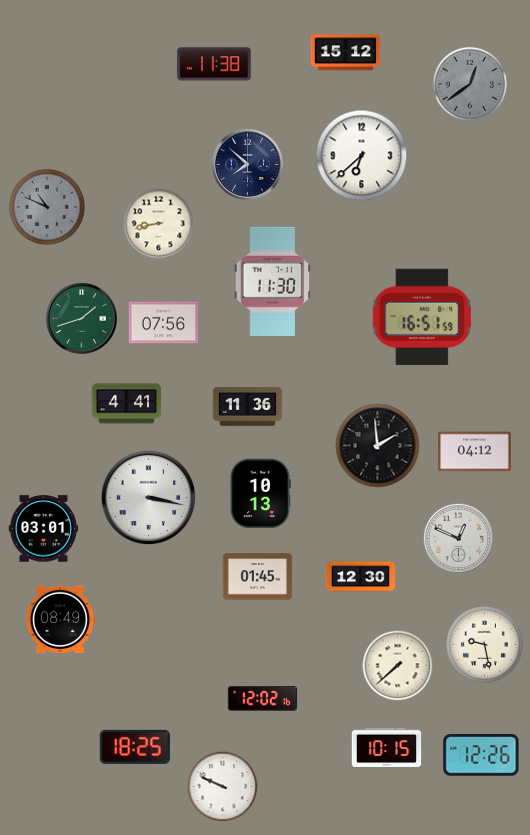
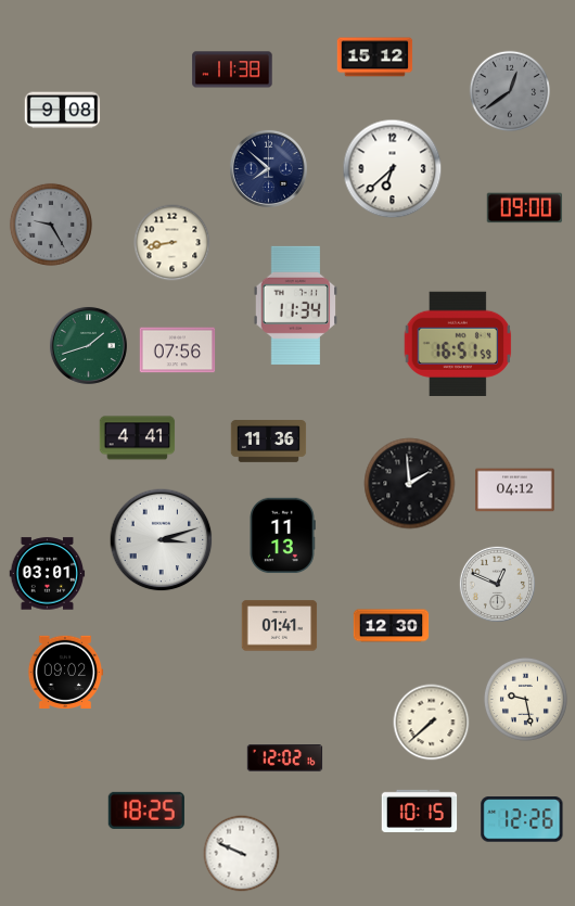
clock at (63, 111): none -> 9:08
clock at (247, 164) position: (247, 164) -> (268, 168)
clock at (525, 208): none -> 09:00
clock at (47, 207): 10:49 -> 9:25
clock at (272, 281): 11:30 -> 11:34
clock at (260, 494): 10:13 -> 11:13
clock at (149, 498): 3:17 -> 3:12
clock at (258, 577): 01:45 -> 01:41
clock at (60, 619): 08:49 -> 09:02
